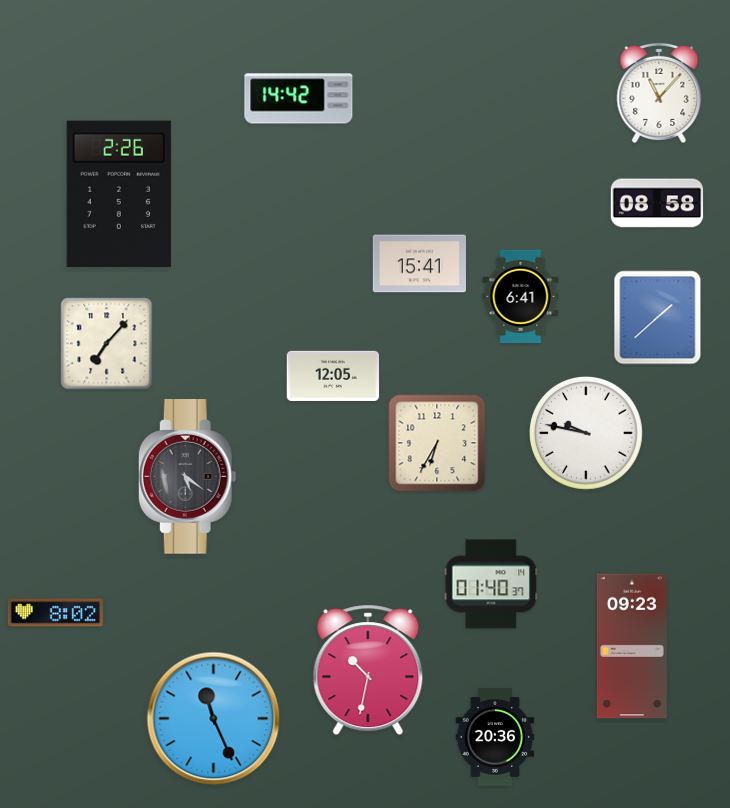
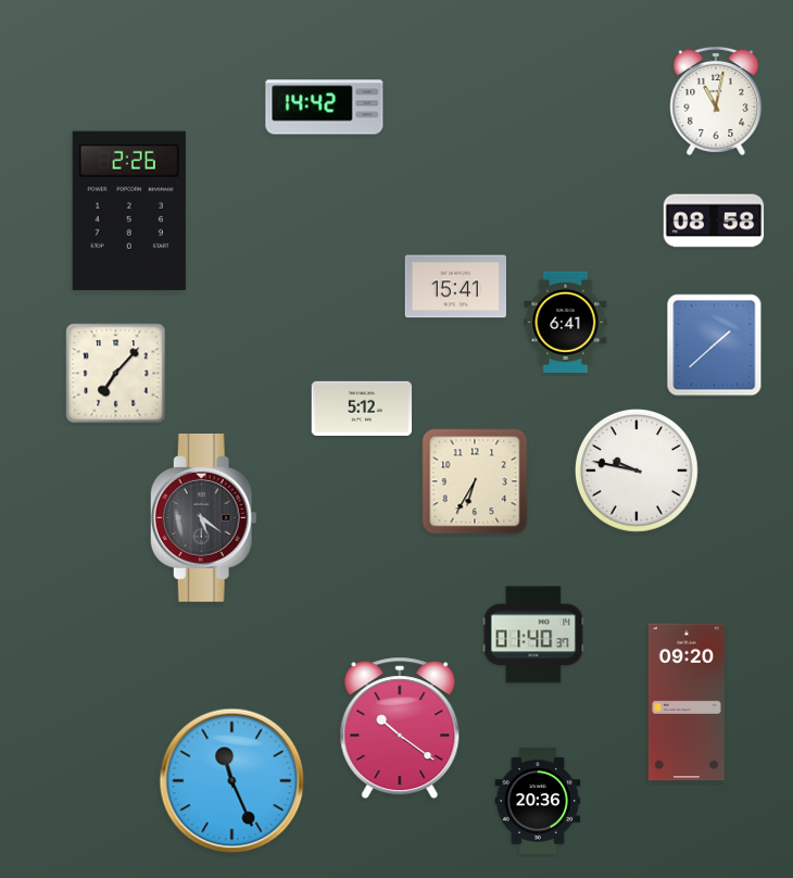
clock at (659, 93): 11:07 -> 11:02
clock at (333, 376): 12:05 -> 5:12
clock at (55, 613): 8:02 -> none
clock at (632, 646): 09:23 -> 09:20
clock at (368, 670): 10:32 -> 10:21
